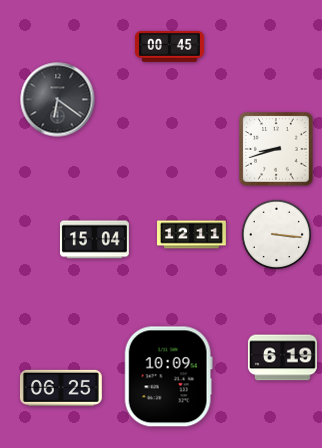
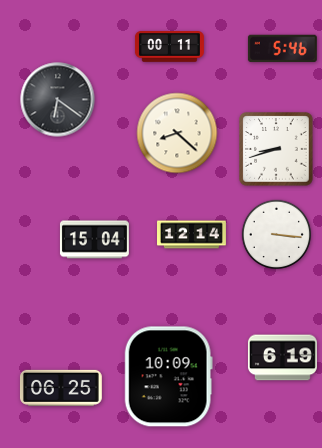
clock at (169, 47): 00:45 -> 00:11
clock at (282, 49): none -> 5:46
clock at (177, 133): none -> 8:22
clock at (192, 235): 12:11 -> 12:14
